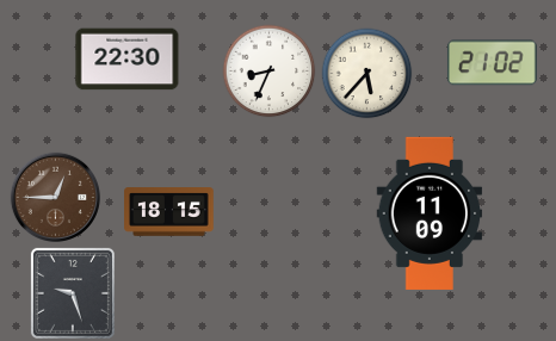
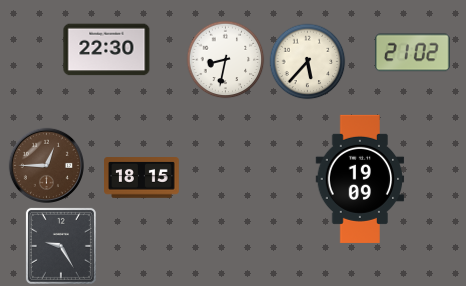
clock at (270, 72): 8:34 -> 8:32
clock at (430, 213): 11:09 -> 19:09
clock at (73, 293): 9:27 -> 9:25
